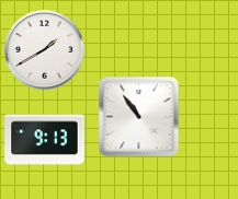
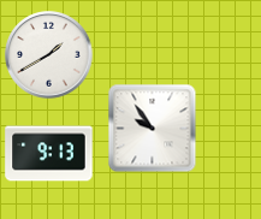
clock at (139, 117): 10:54 -> 9:54
